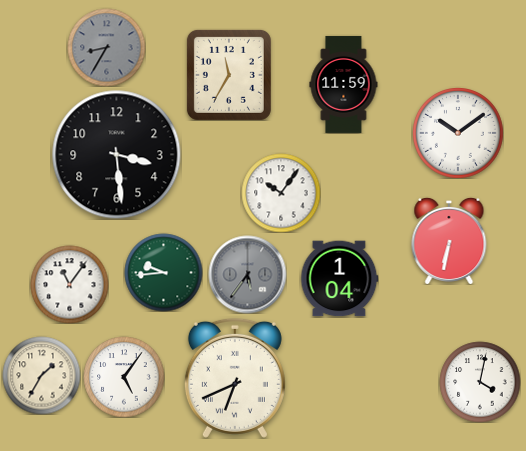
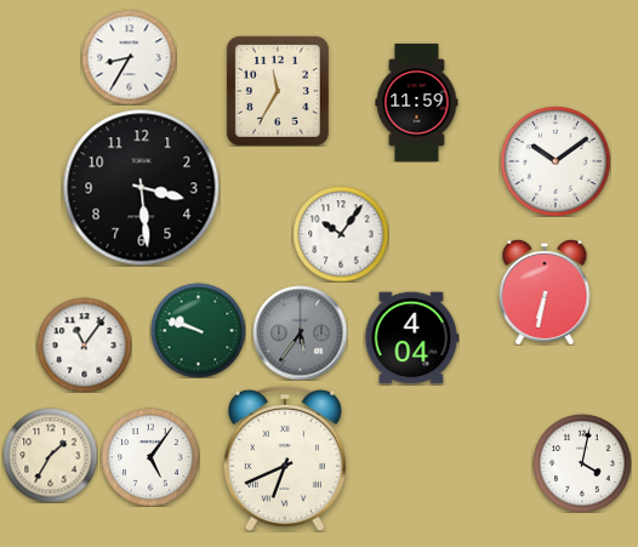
clock at (106, 47) dial: grey -> white
clock at (163, 272): 9:44 -> 9:48
clock at (339, 279): 1:04 -> 4:04
